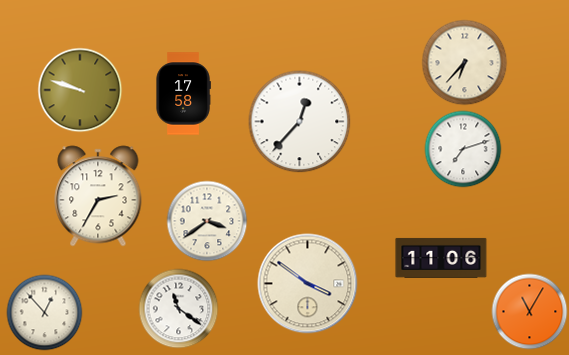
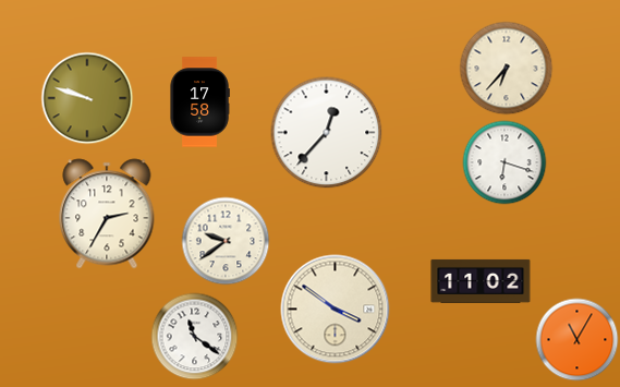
clock at (463, 149): 7:12 -> 6:18
clock at (207, 221): 3:39 -> 9:39
clock at (441, 258): 11:06 -> 11:02
clock at (45, 313): 12:53 -> none
